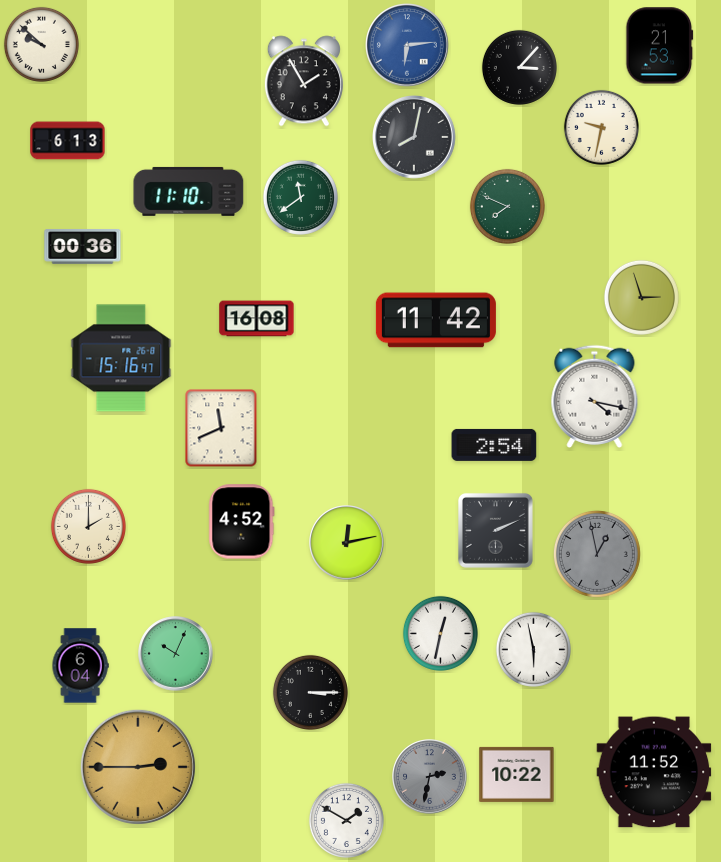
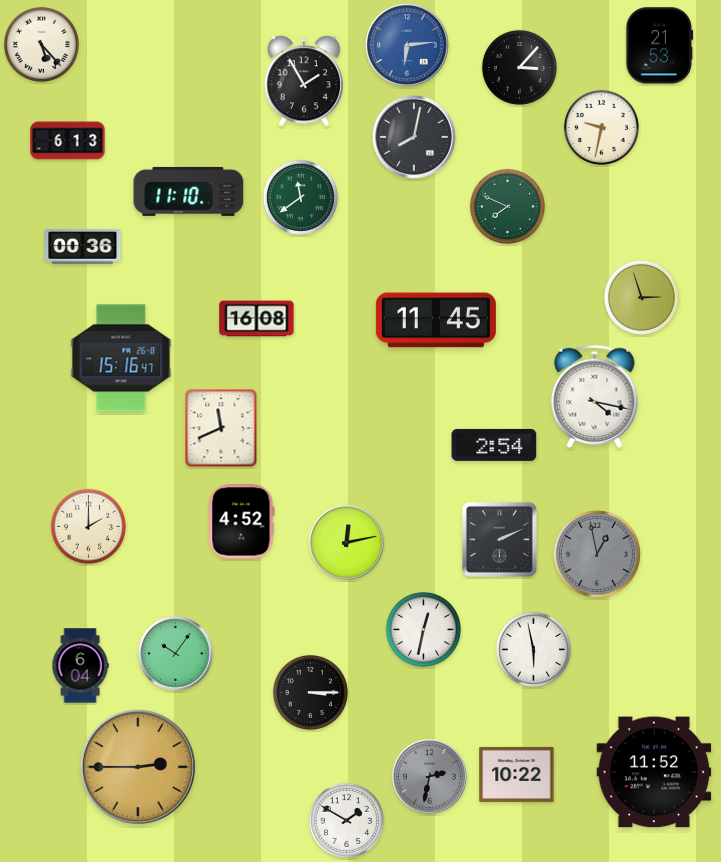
clock at (41, 44): 9:52 -> 5:23
clock at (436, 320): 11:42 -> 11:45
clock at (495, 530) position: (495, 530) -> (499, 539)
clock at (440, 633) position: (440, 633) -> (423, 629)
clock at (176, 654): 10:04 -> 10:06
